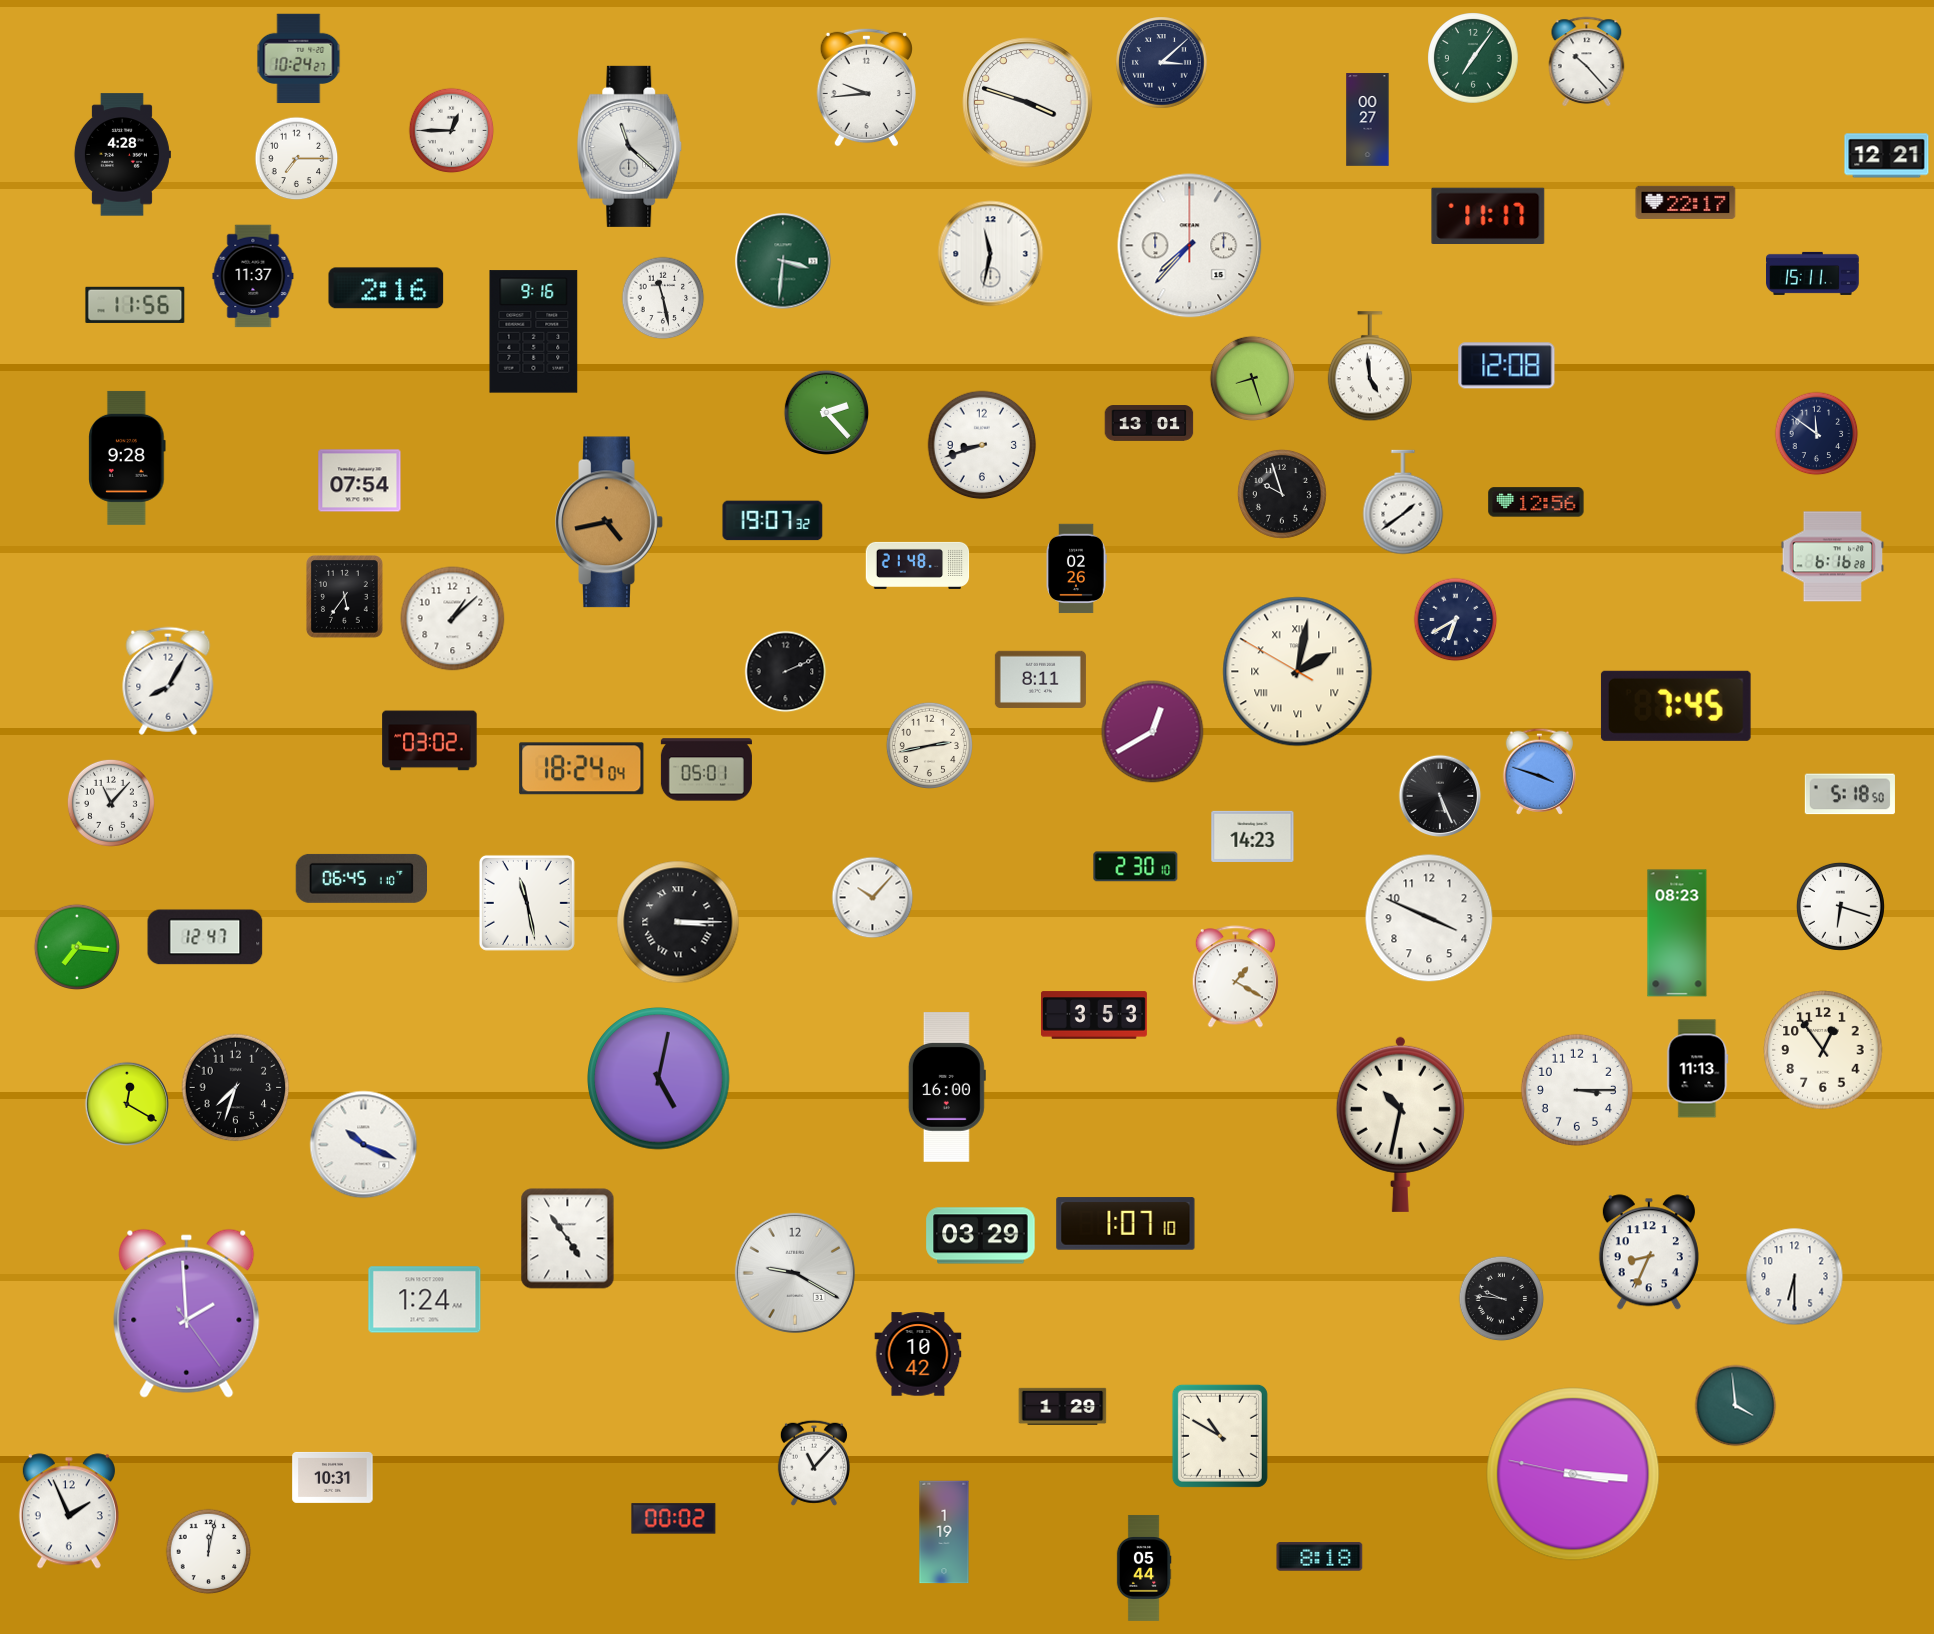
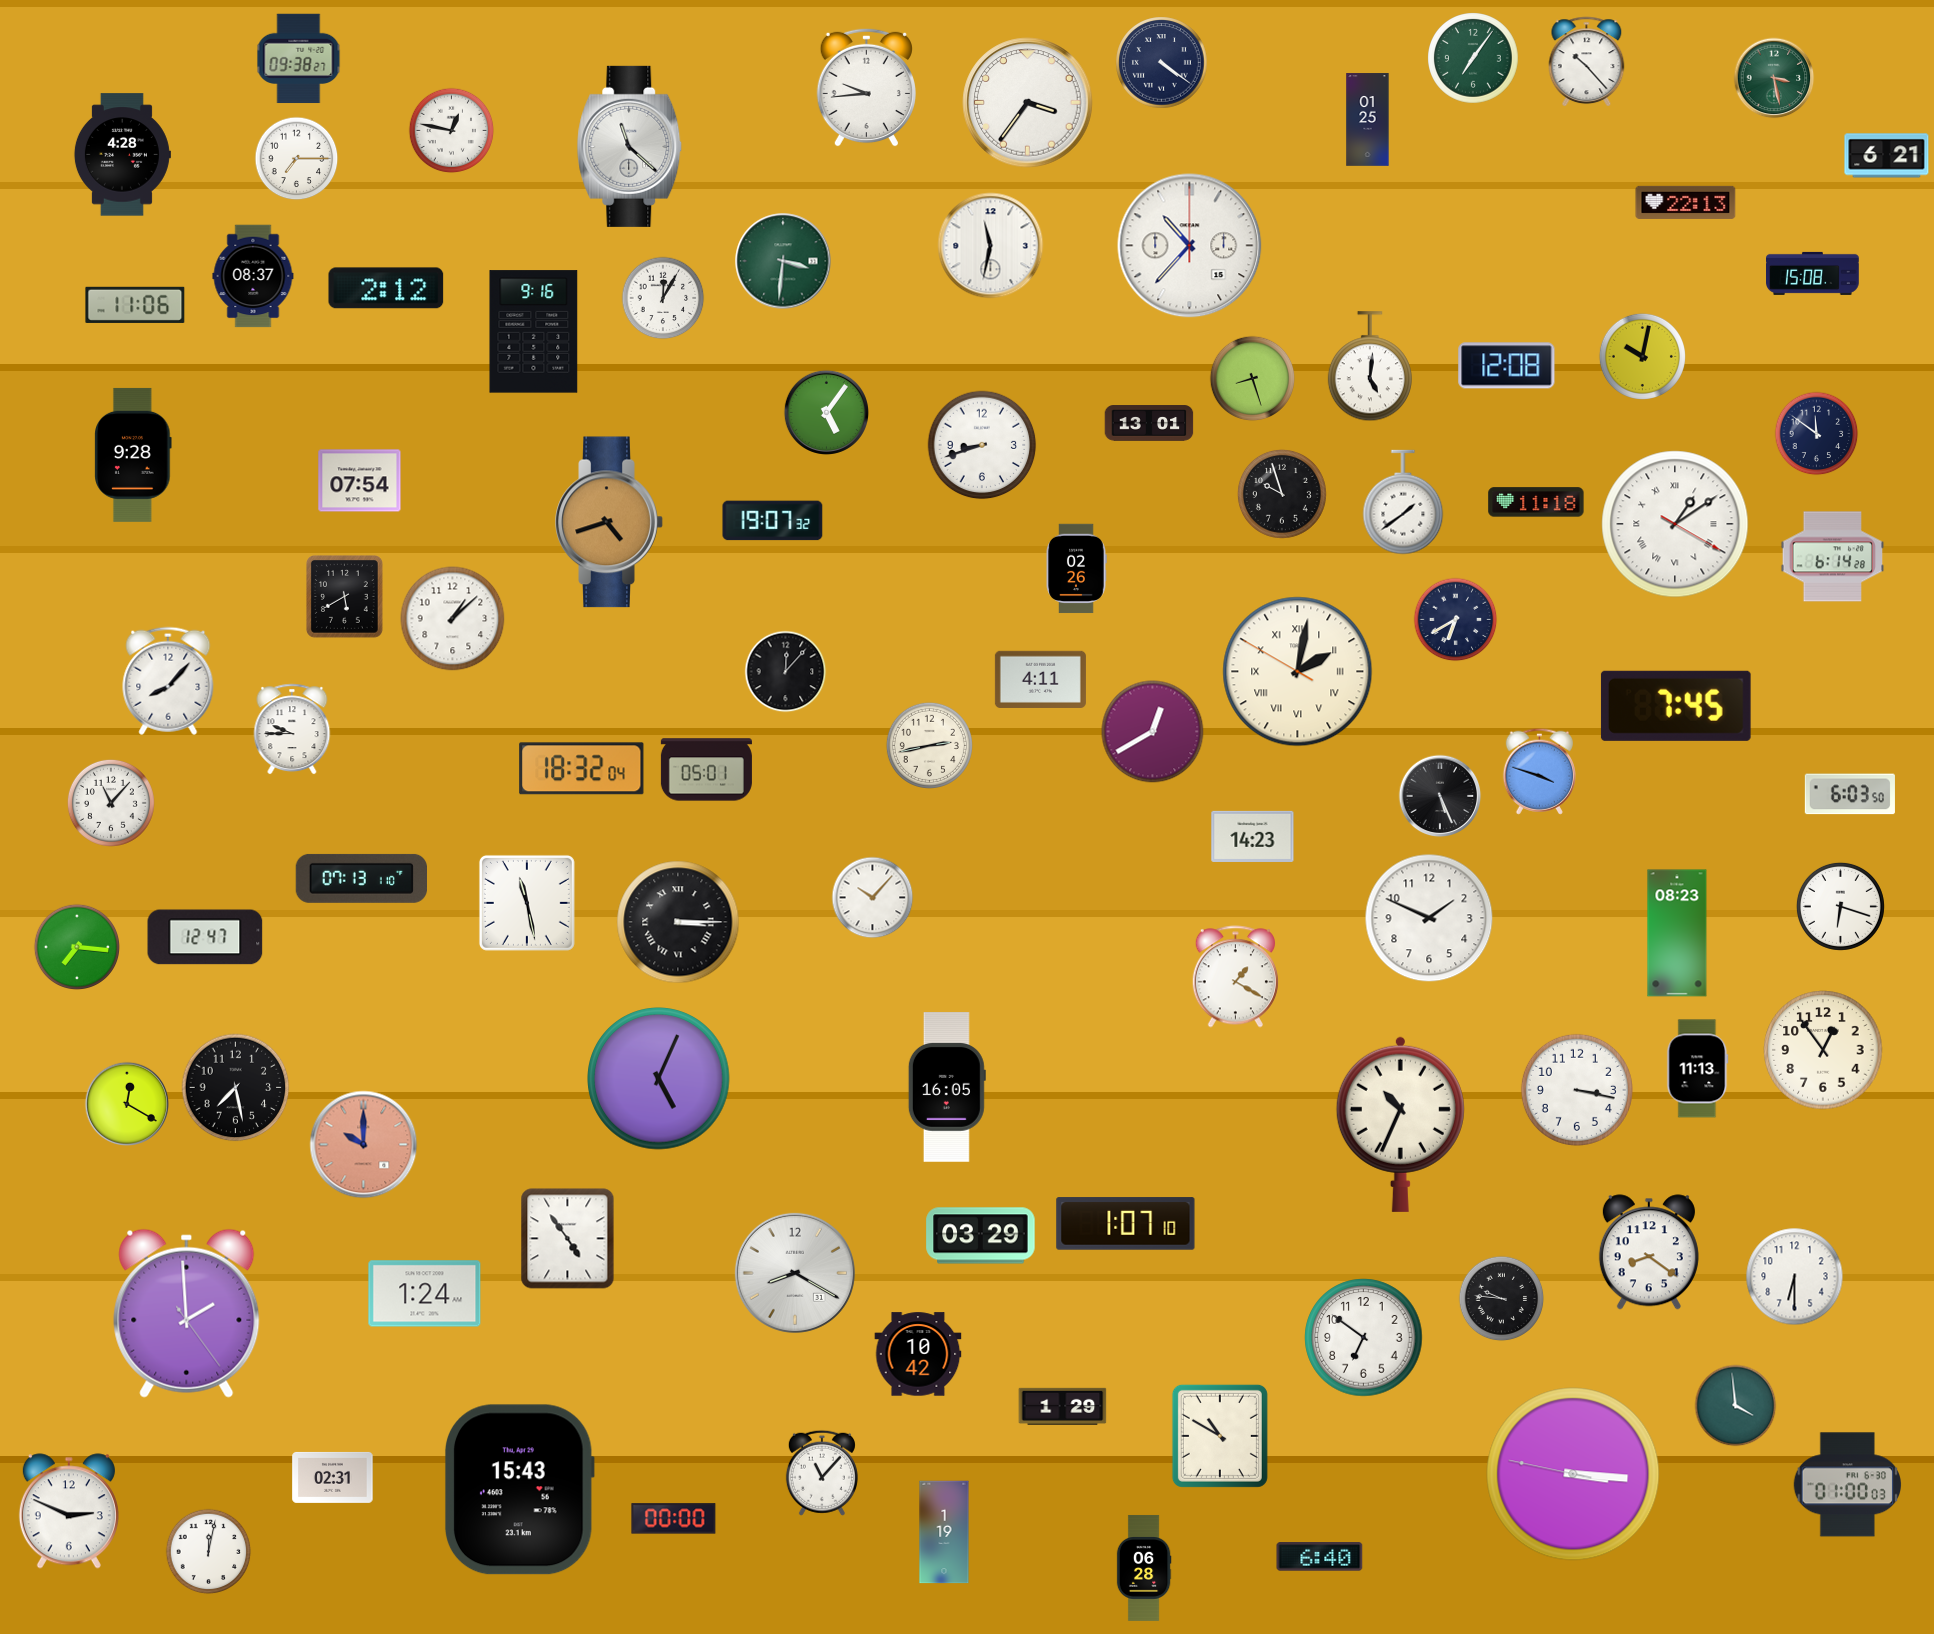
clock at (299, 59): 10:24 -> 09:38
clock at (1162, 63): 3:08 -> 4:21
clock at (1774, 78): none -> 3:28
clock at (1028, 103): 3:48 -> 3:36
clock at (1368, 120): 00:27 -> 01:25
clock at (452, 131): 12:45 -> 12:47
clock at (1887, 156): 12:21 -> 6:21
clock at (1686, 202): 22:17 -> 22:13
clock at (1488, 215): 11:17 -> none
clock at (1190, 246): 7:37 -> 10:37
clock at (991, 254) position: (991, 254) -> (991, 246)
clock at (1813, 273): 15:11 -> 15:08
clock at (253, 276): 11:37 -> 08:37
clock at (386, 288): 2:16 -> 2:12
clock at (663, 298): 11:28 -> 12:05
clock at (135, 305): 11:56 -> 11:06
clock at (1642, 356): none -> 10:02
clock at (1370, 367): 4:59 -> 5:01
clock at (826, 412): 2:23 -> 5:06
clock at (127, 458) position: (127, 458) -> (133, 455)
clock at (1536, 502): 12:56 -> 11:18
clock at (609, 522): 4:43 -> 4:42
clock at (1675, 524): none -> 1:09
clock at (1833, 557): 6:16 -> 6:14
clock at (918, 565): 21:48 -> none
clock at (345, 597): 5:36 -> 5:40
clock at (786, 672): 2:11 -> 12:07
clock at (1040, 679): 8:11 -> 4:11
clock at (168, 681): 8:05 -> 8:07
clock at (292, 729): none -> 9:45
clock at (430, 741): 03:02 -> none
clock at (582, 769): 18:24 -> 18:32
clock at (1850, 794): 5:18 -> 6:03
clock at (1136, 867): 2:30 -> none
clock at (361, 878): 06:45 -> 07:13
clock at (1429, 918): 3:49 -> 1:49
clock at (1094, 1015): 3:53 -> none
clock at (659, 1079): 5:02 -> 5:04
clock at (947, 1087): 16:00 -> 16:05
clock at (236, 1088): 7:33 -> 7:28
clock at (1577, 1090): 3:15 -> 3:17
clock at (1400, 1124): 10:32 -> 10:34
clock at (364, 1145): 10:19 -> 10:00
clock at (364, 1145) dial: white -> salmon
clock at (1649, 1252): 8:34 -> 8:21
clock at (795, 1273): 9:20 -> 8:20
clock at (425, 1300) position: (425, 1300) -> (425, 1294)
clock at (1364, 1338): none -> 6:51
clock at (814, 1463) position: (814, 1463) -> (822, 1473)
clock at (333, 1477): 10:31 -> 02:31
clock at (1847, 1485): none -> 01:00
clock at (519, 1490): none -> 15:43
clock at (69, 1511): 1:56 -> 2:49
clock at (674, 1519): 00:02 -> 00:00
clock at (1320, 1557): 8:18 -> 6:40
clock at (1144, 1568): 05:44 -> 06:28
